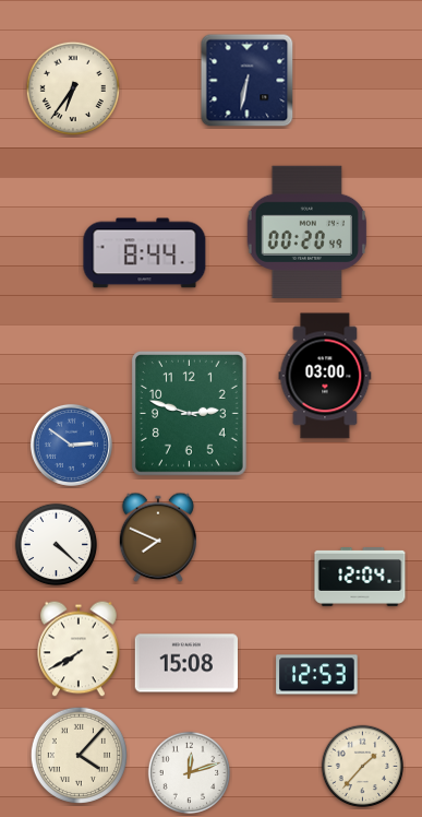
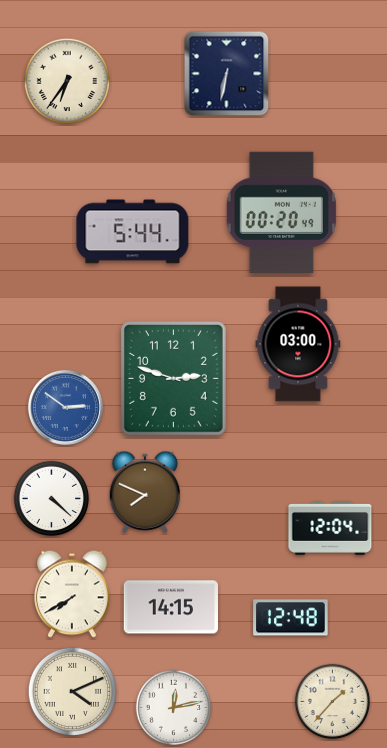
clock at (145, 253): 8:44 -> 5:44
clock at (185, 663): 15:08 -> 14:15
clock at (317, 675): 12:53 -> 12:48
clock at (79, 755): 4:07 -> 4:11
clock at (190, 773): 12:12 -> 12:13
